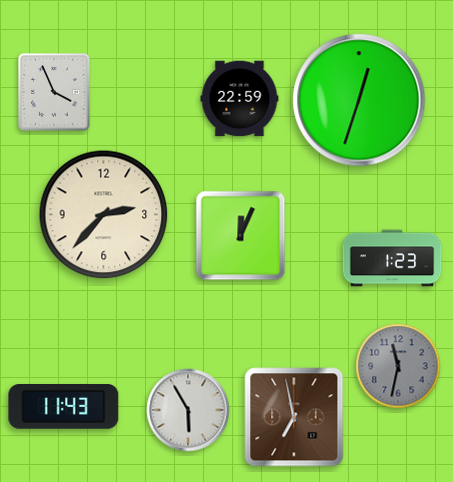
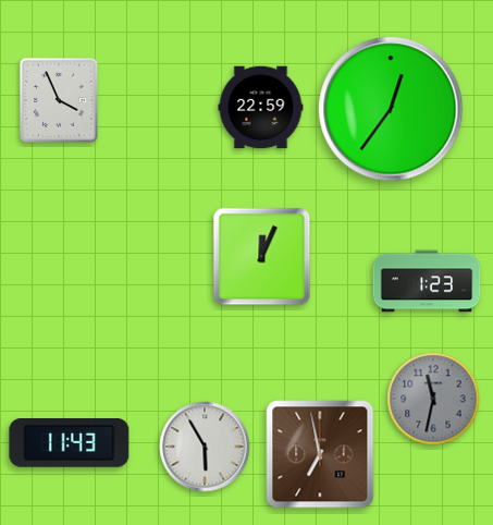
clock at (359, 100): 12:33 -> 12:36
clock at (104, 215): 2:37 -> none
